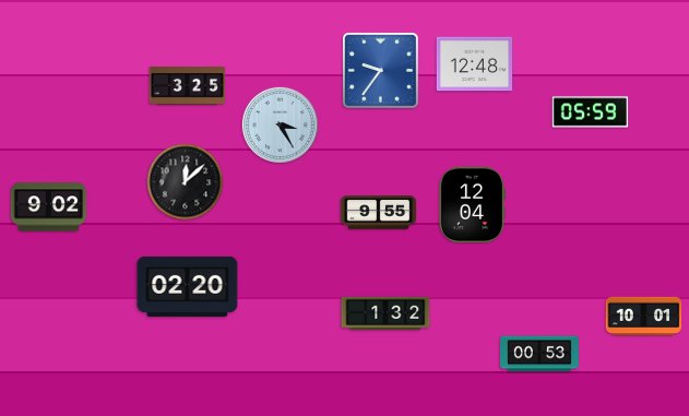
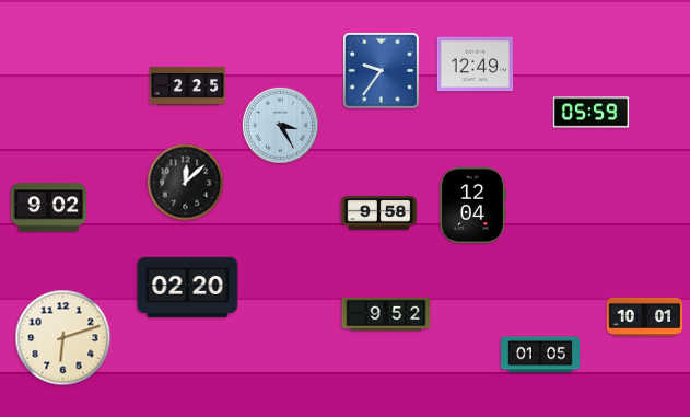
clock at (475, 64): 12:48 -> 12:49
clock at (188, 85): 3:25 -> 2:25
clock at (379, 213): 9:55 -> 9:58
clock at (385, 313): 1:32 -> 9:52
clock at (63, 338): none -> 6:12
clock at (540, 354): 00:53 -> 01:05
